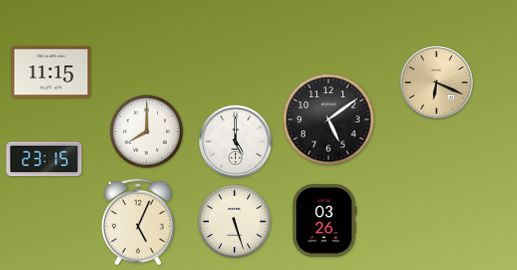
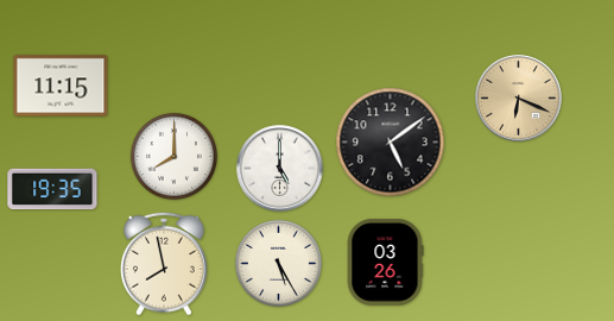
clock at (44, 159): 23:15 -> 19:35
clock at (234, 221): 5:27 -> 5:25
clock at (139, 222): 5:04 -> 7:58
